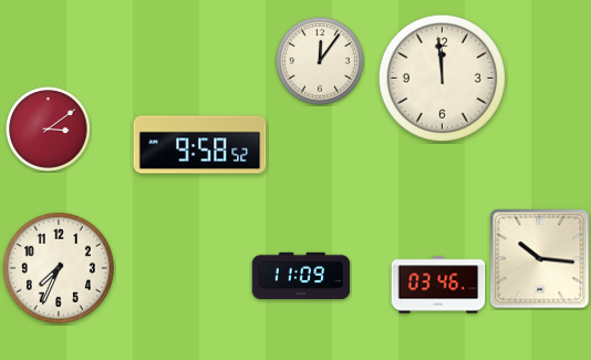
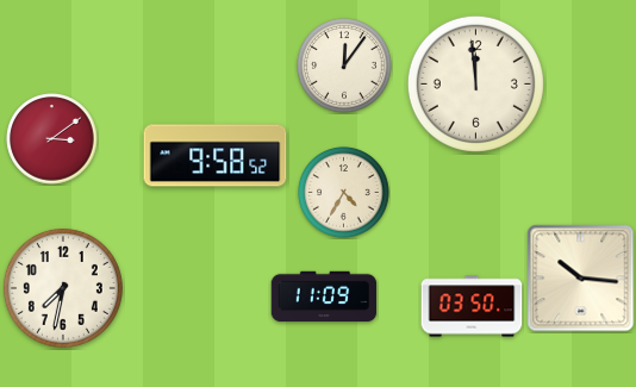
clock at (344, 193): none -> 4:35
clock at (59, 268): 7:34 -> 7:32
clock at (438, 285): 03:46 -> 03:50
